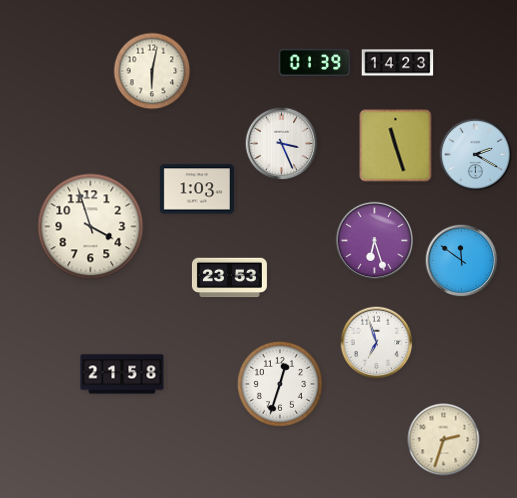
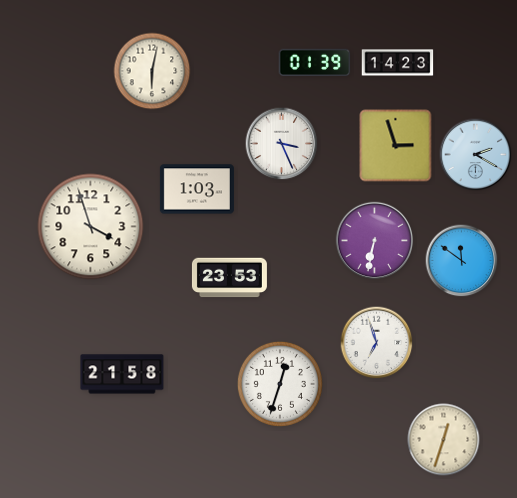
clock at (396, 146): 11:27 -> 2:57
clock at (375, 241): 6:27 -> 6:32
clock at (444, 440): 2:33 -> 12:33
